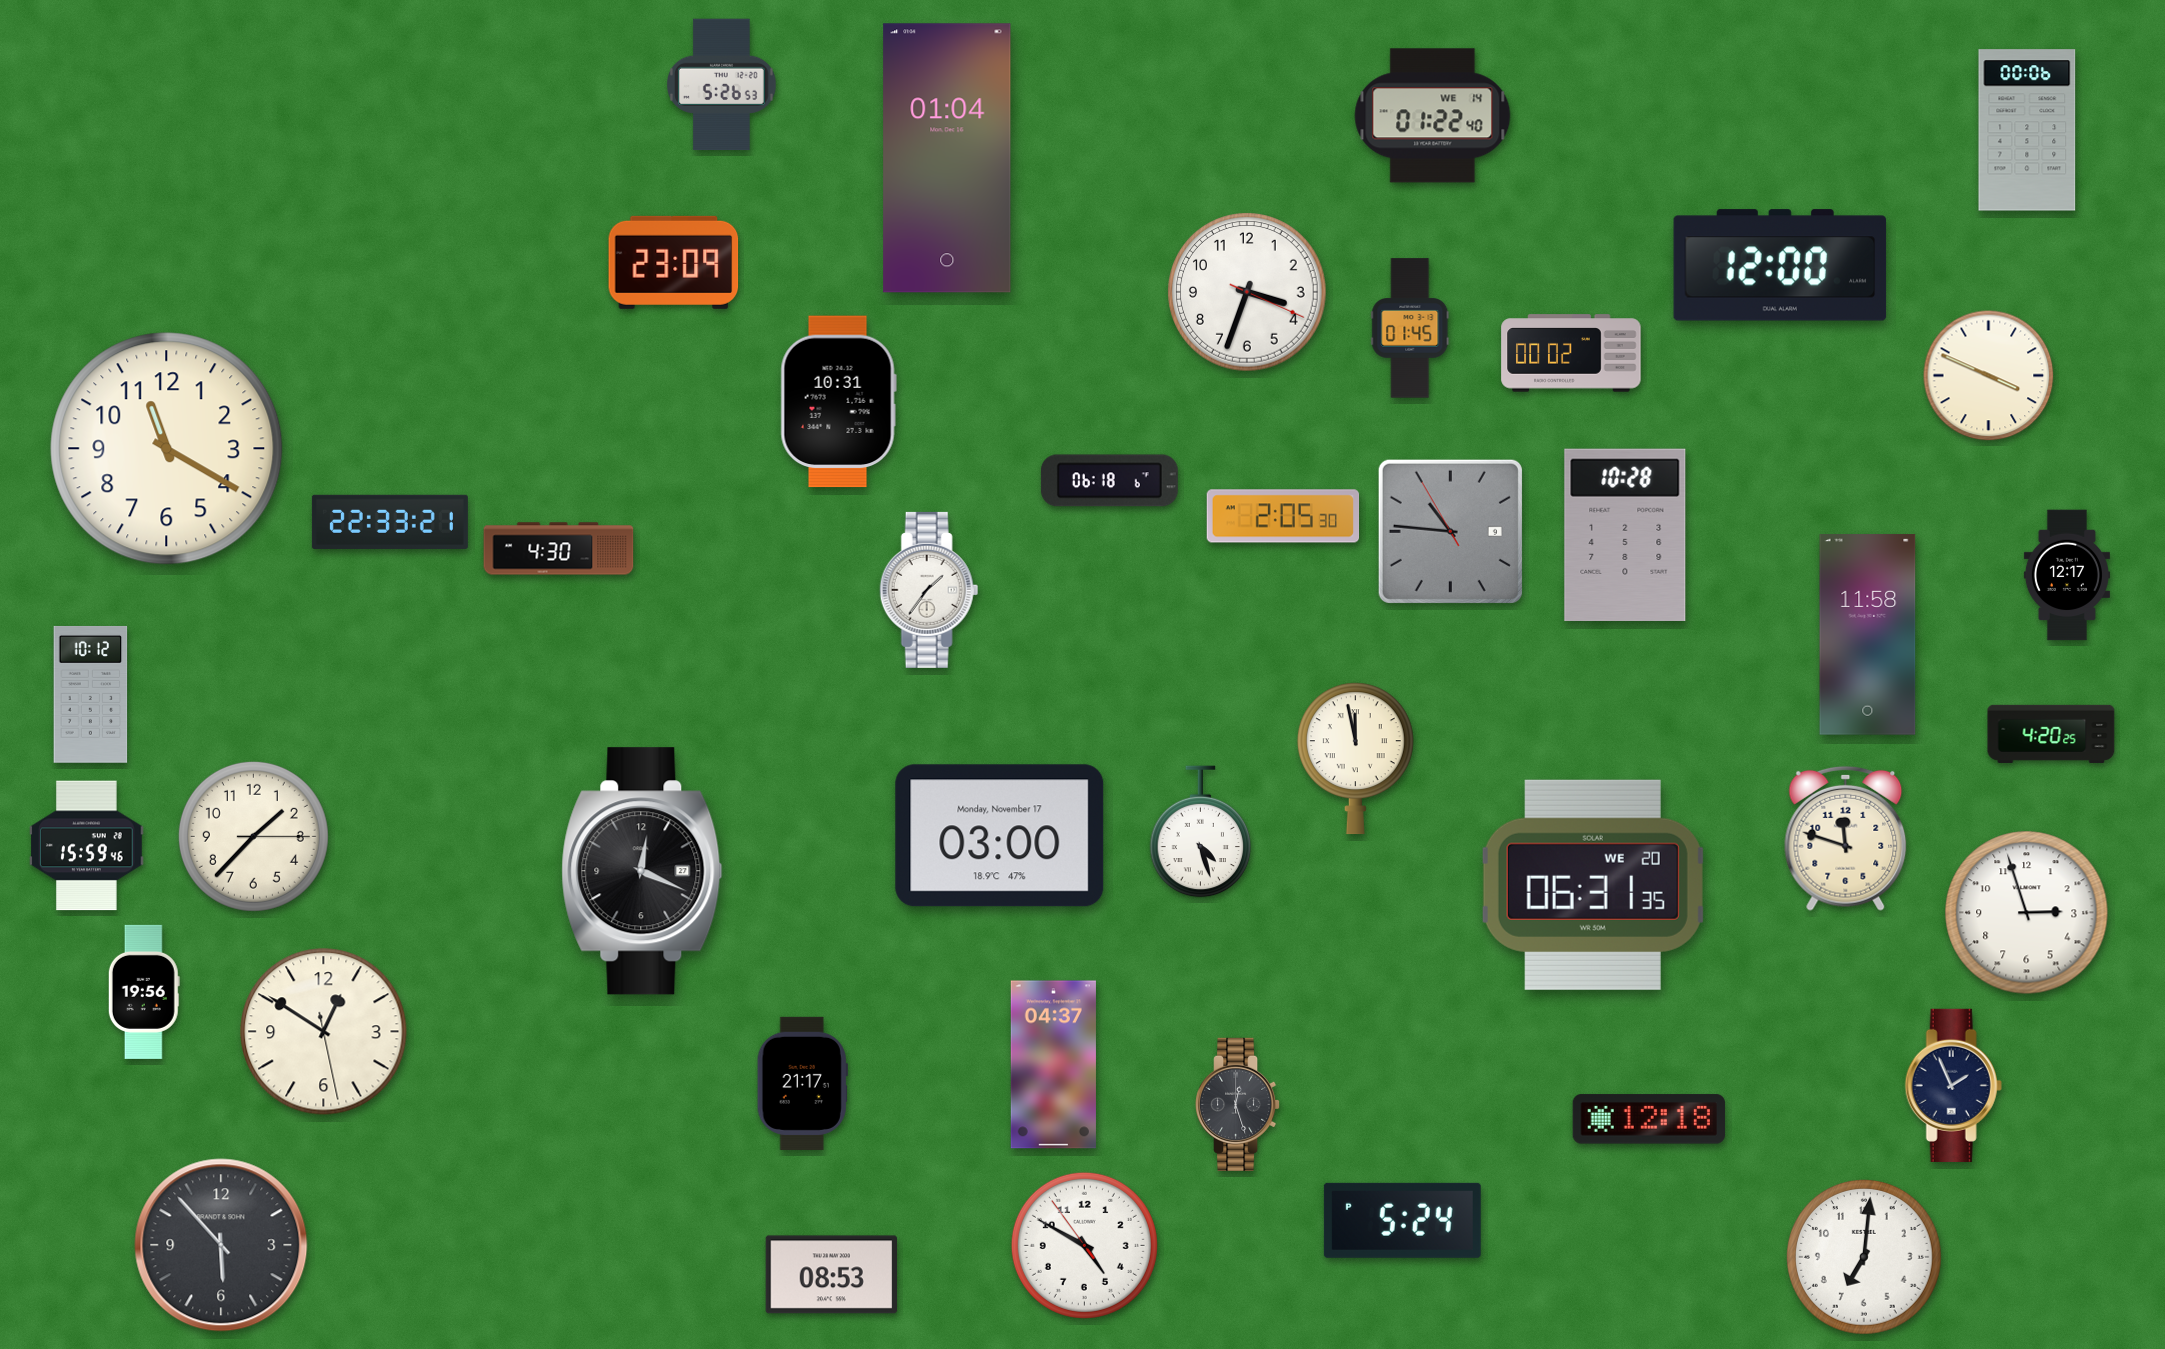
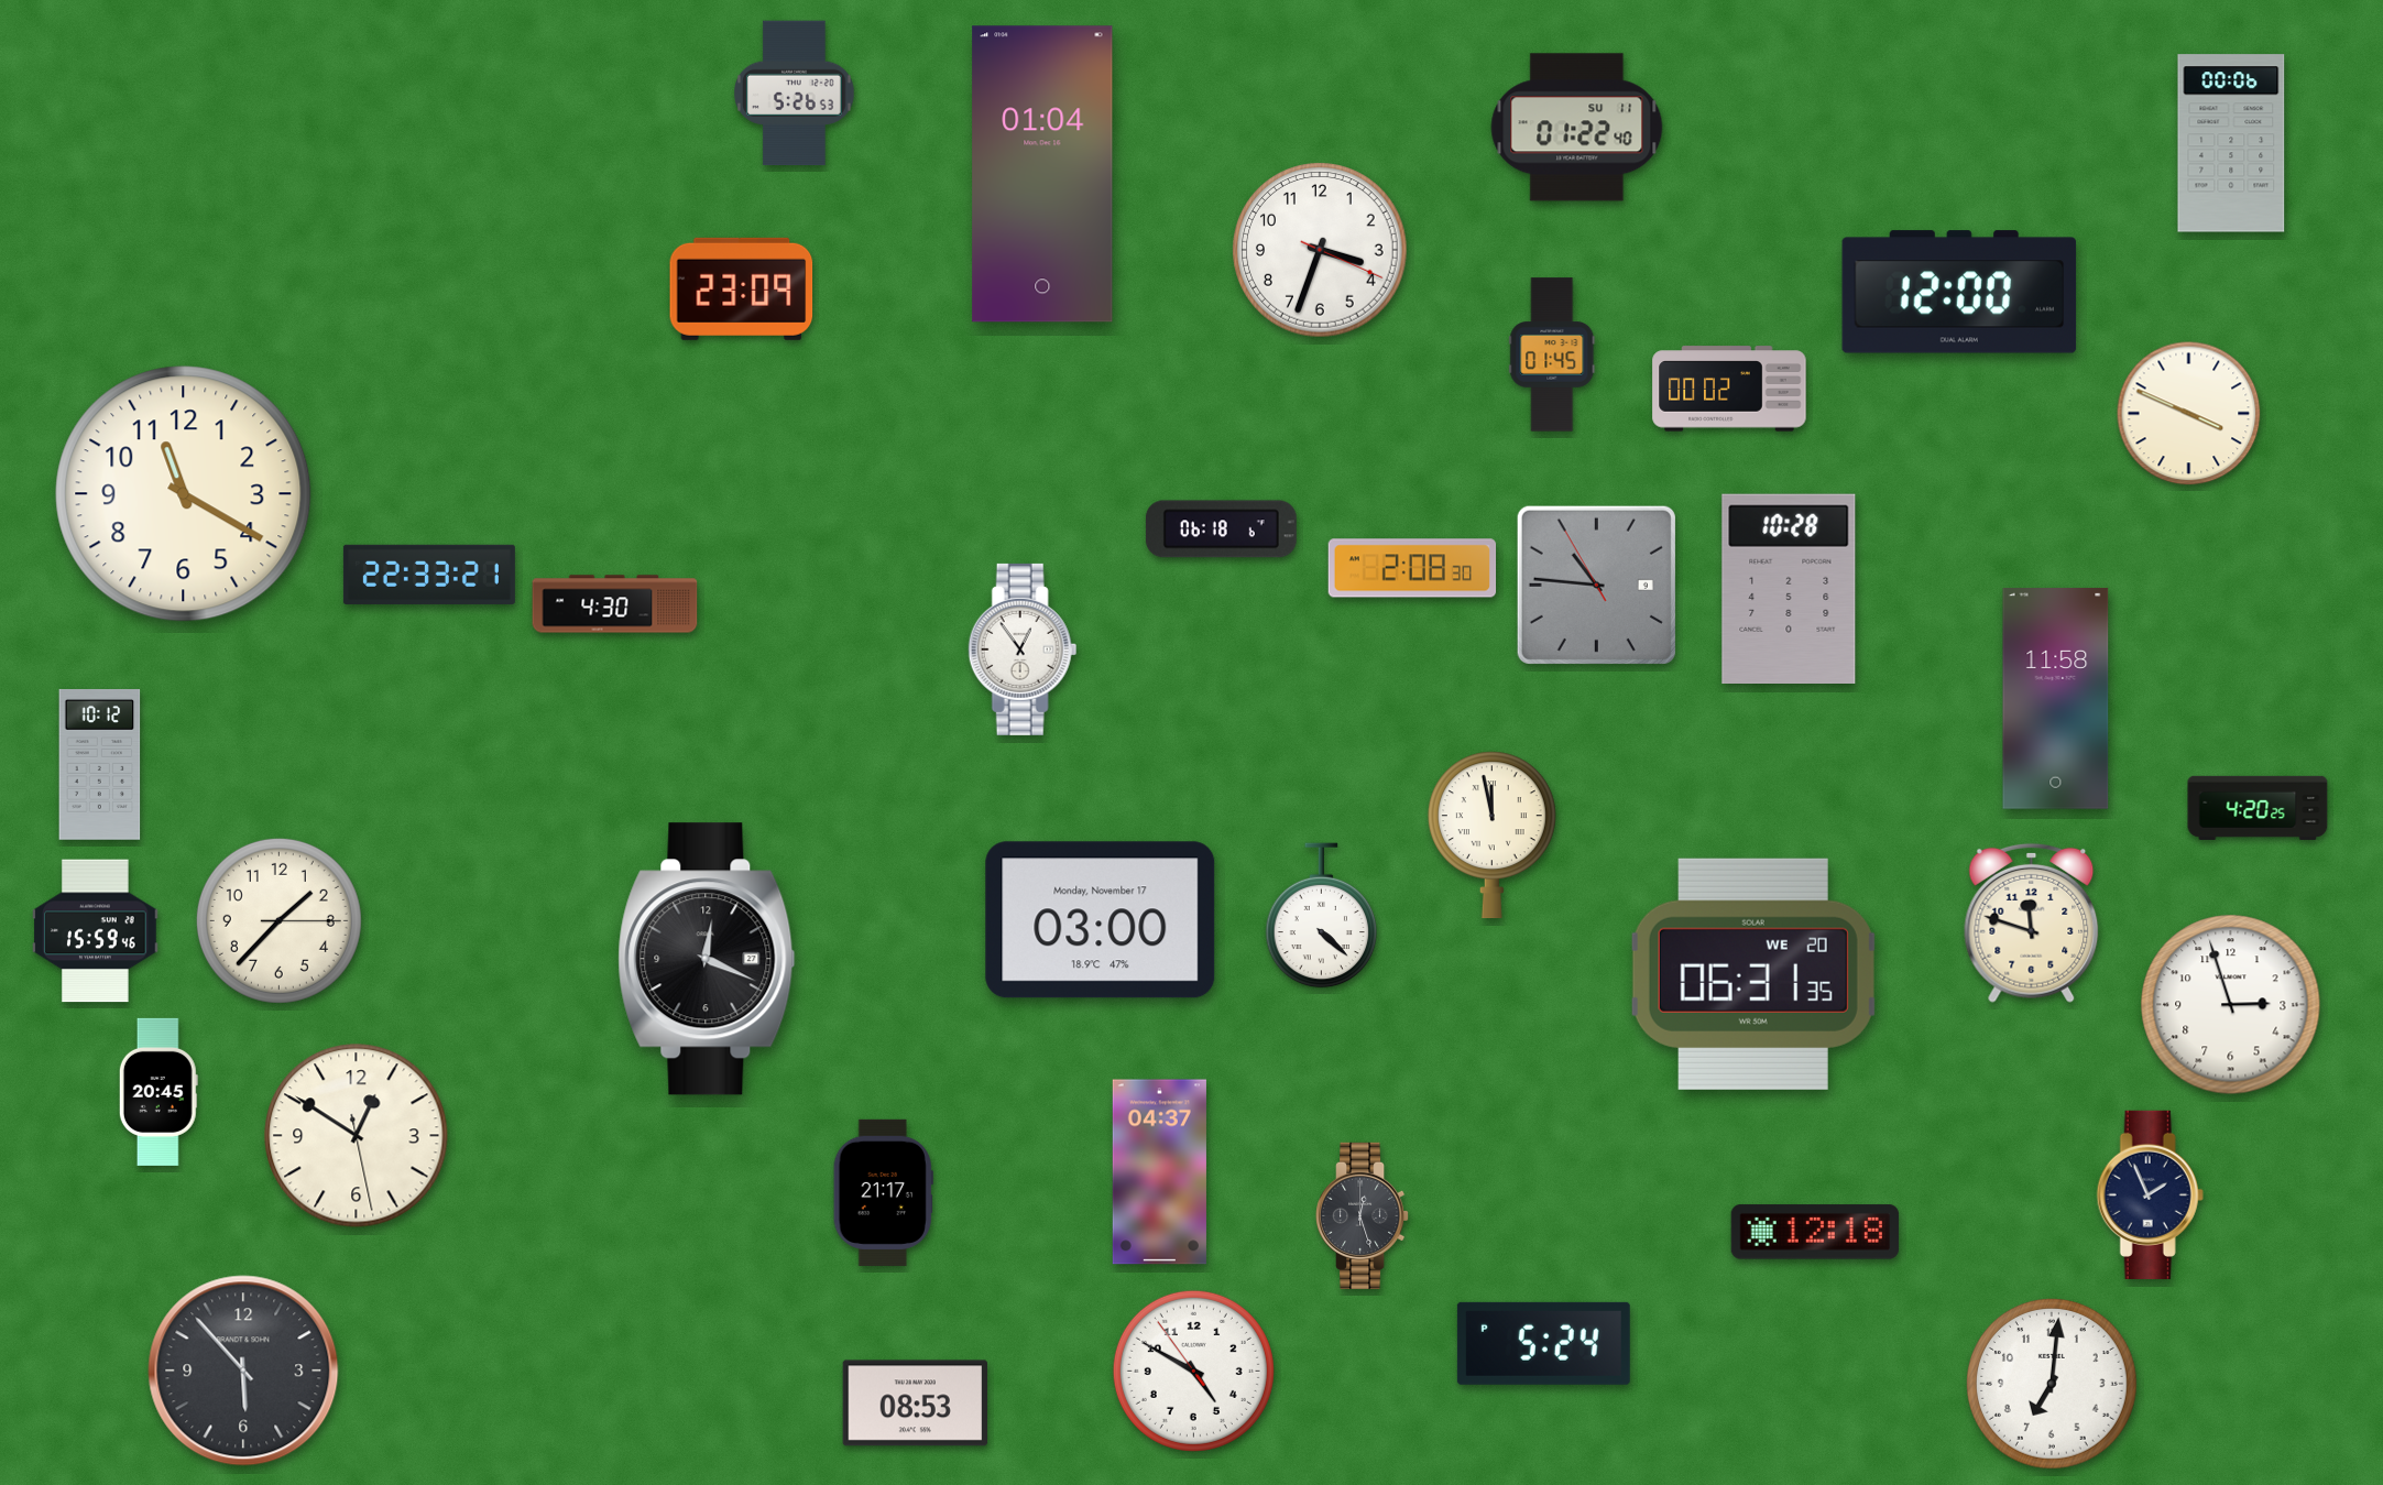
clock at (1433, 116) date: WE 14 -> SU 11
clock at (1247, 292) position: (1247, 292) -> (1320, 250)
clock at (1410, 328) position: (1410, 328) -> (1552, 354)
clock at (838, 402): 10:31 -> none
clock at (1283, 516): 2:05 -> 2:08
clock at (2067, 575): 12:17 -> none
clock at (929, 590): 1:36 -> 12:54
clock at (1201, 832): 4:27 -> 4:22
clock at (144, 992): 19:56 -> 20:45
